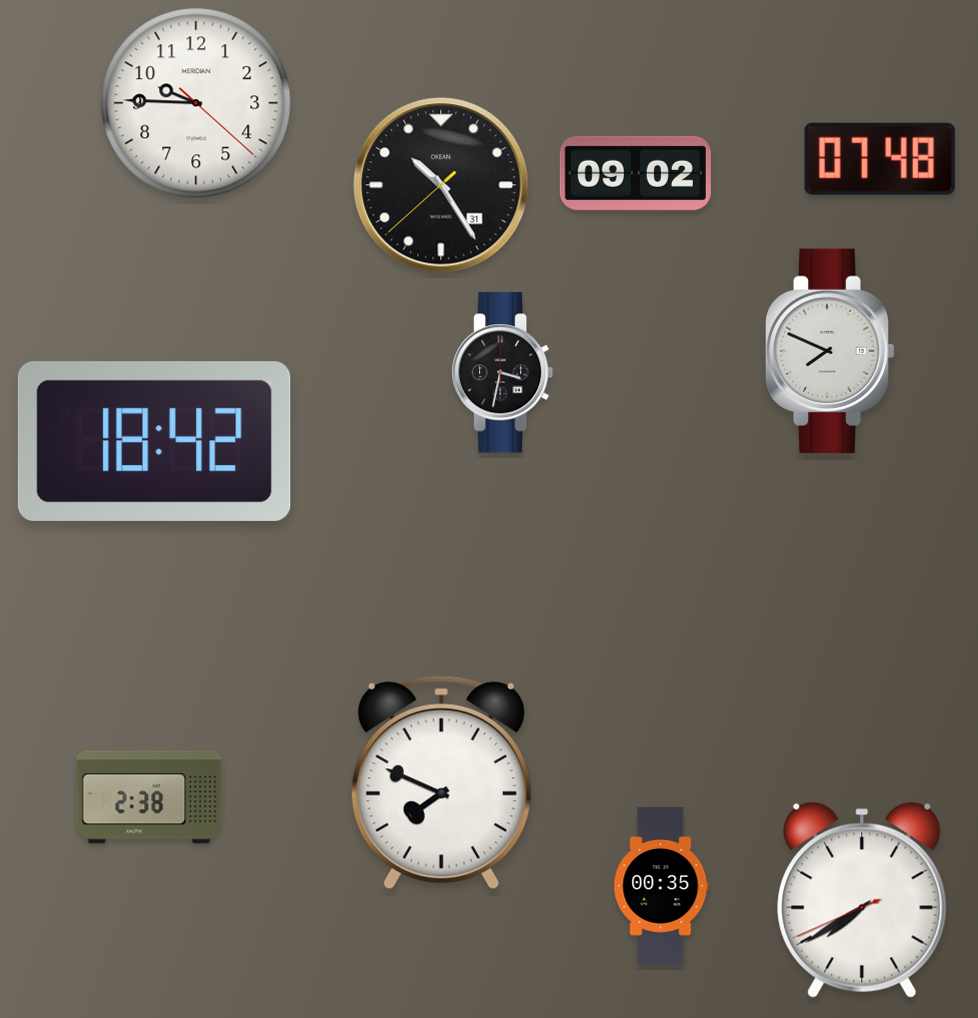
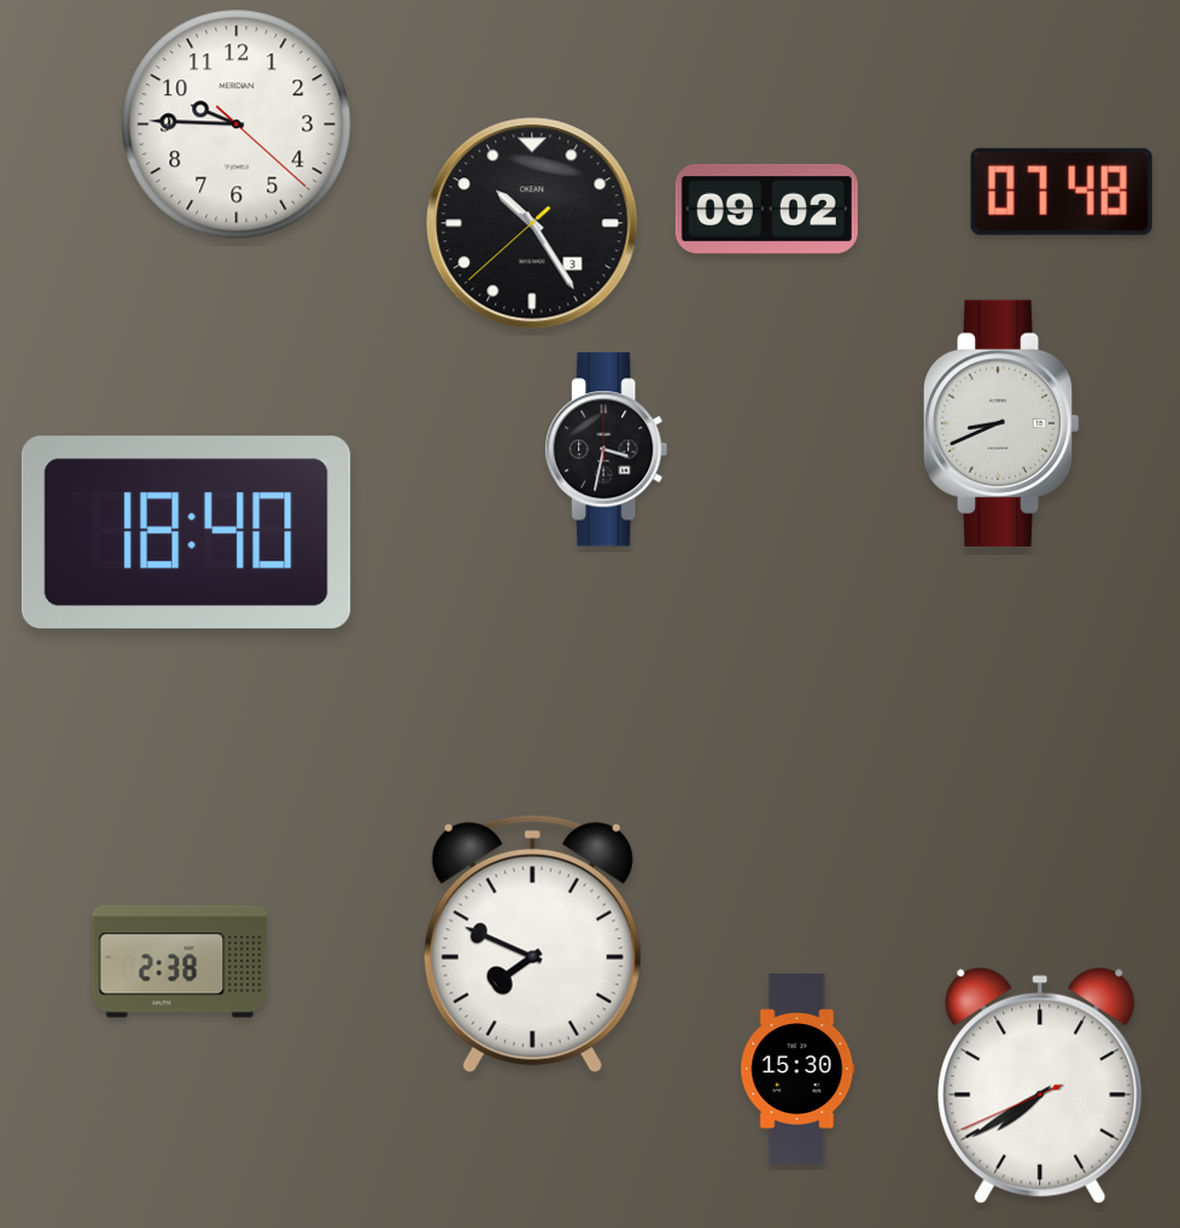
clock at (441, 185) date: 31 -> 3
clock at (830, 351): 7:49 -> 8:41
clock at (154, 441): 18:42 -> 18:40
clock at (661, 886): 00:35 -> 15:30
